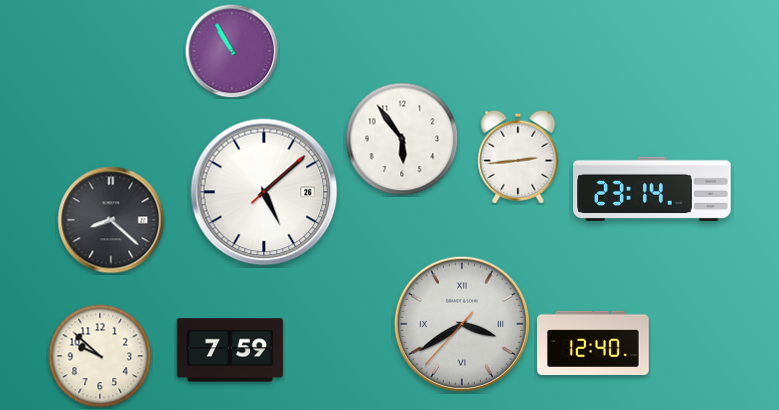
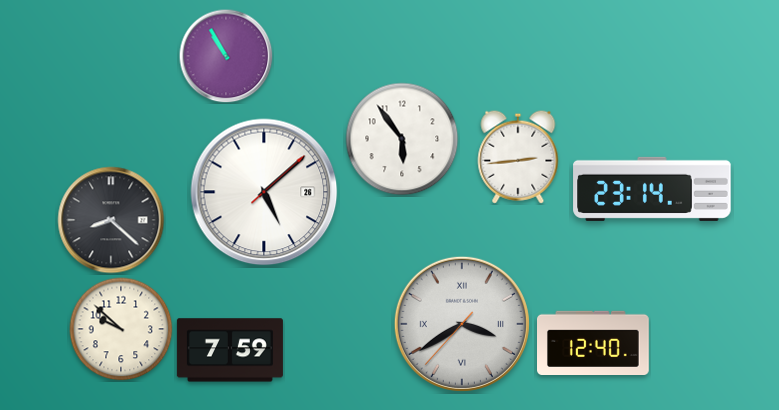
clock at (232, 51) position: (232, 51) -> (226, 56)
clock at (100, 356) position: (100, 356) -> (121, 329)
